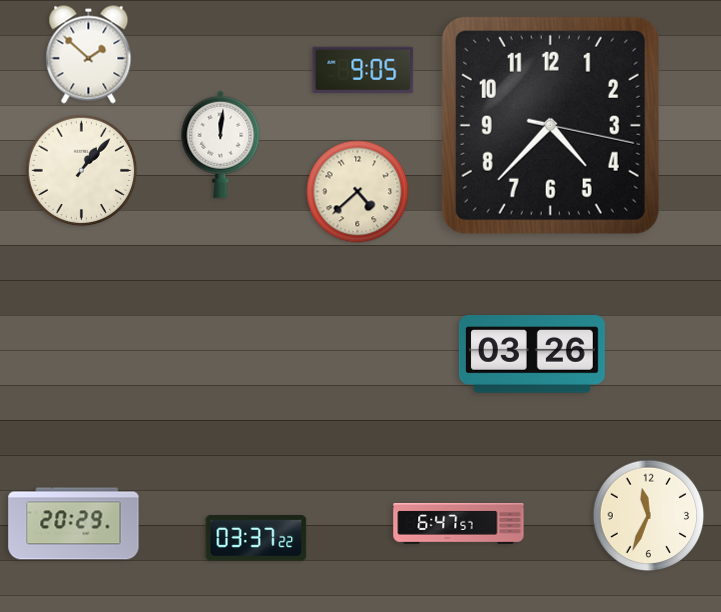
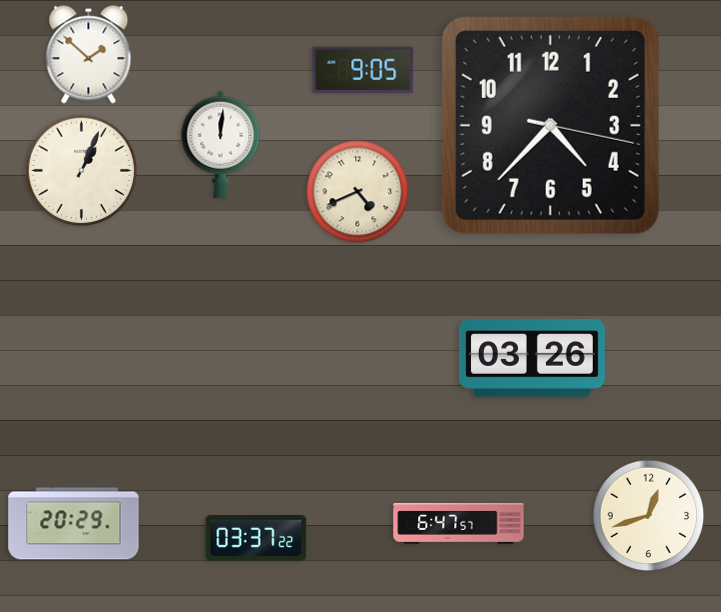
clock at (82, 171): 1:07 -> 1:04
clock at (358, 192): 4:38 -> 4:41
clock at (532, 354) position: (532, 354) -> (532, 358)
clock at (649, 516): 11:34 -> 12:42
